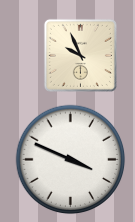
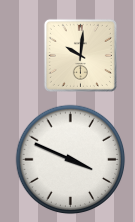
clock at (80, 55): 9:56 -> 10:01
